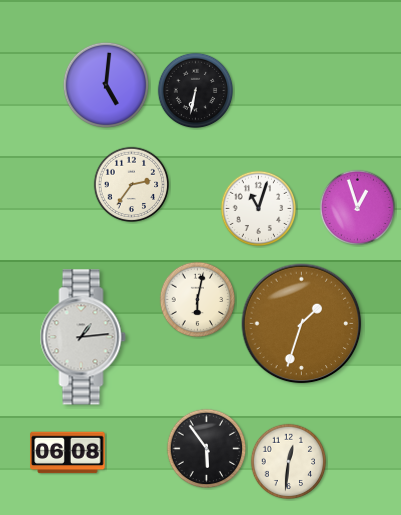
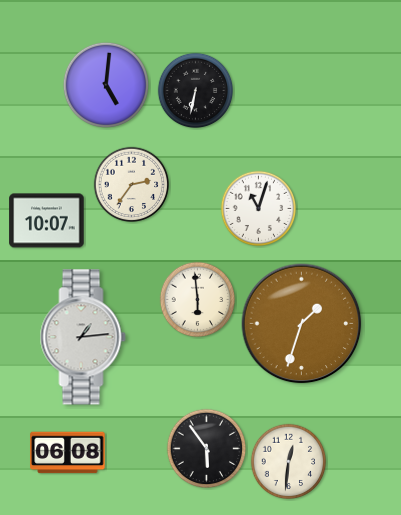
clock at (358, 208): 12:57 -> none
clock at (47, 221): none -> 10:07
clock at (198, 300): 6:02 -> 5:59
